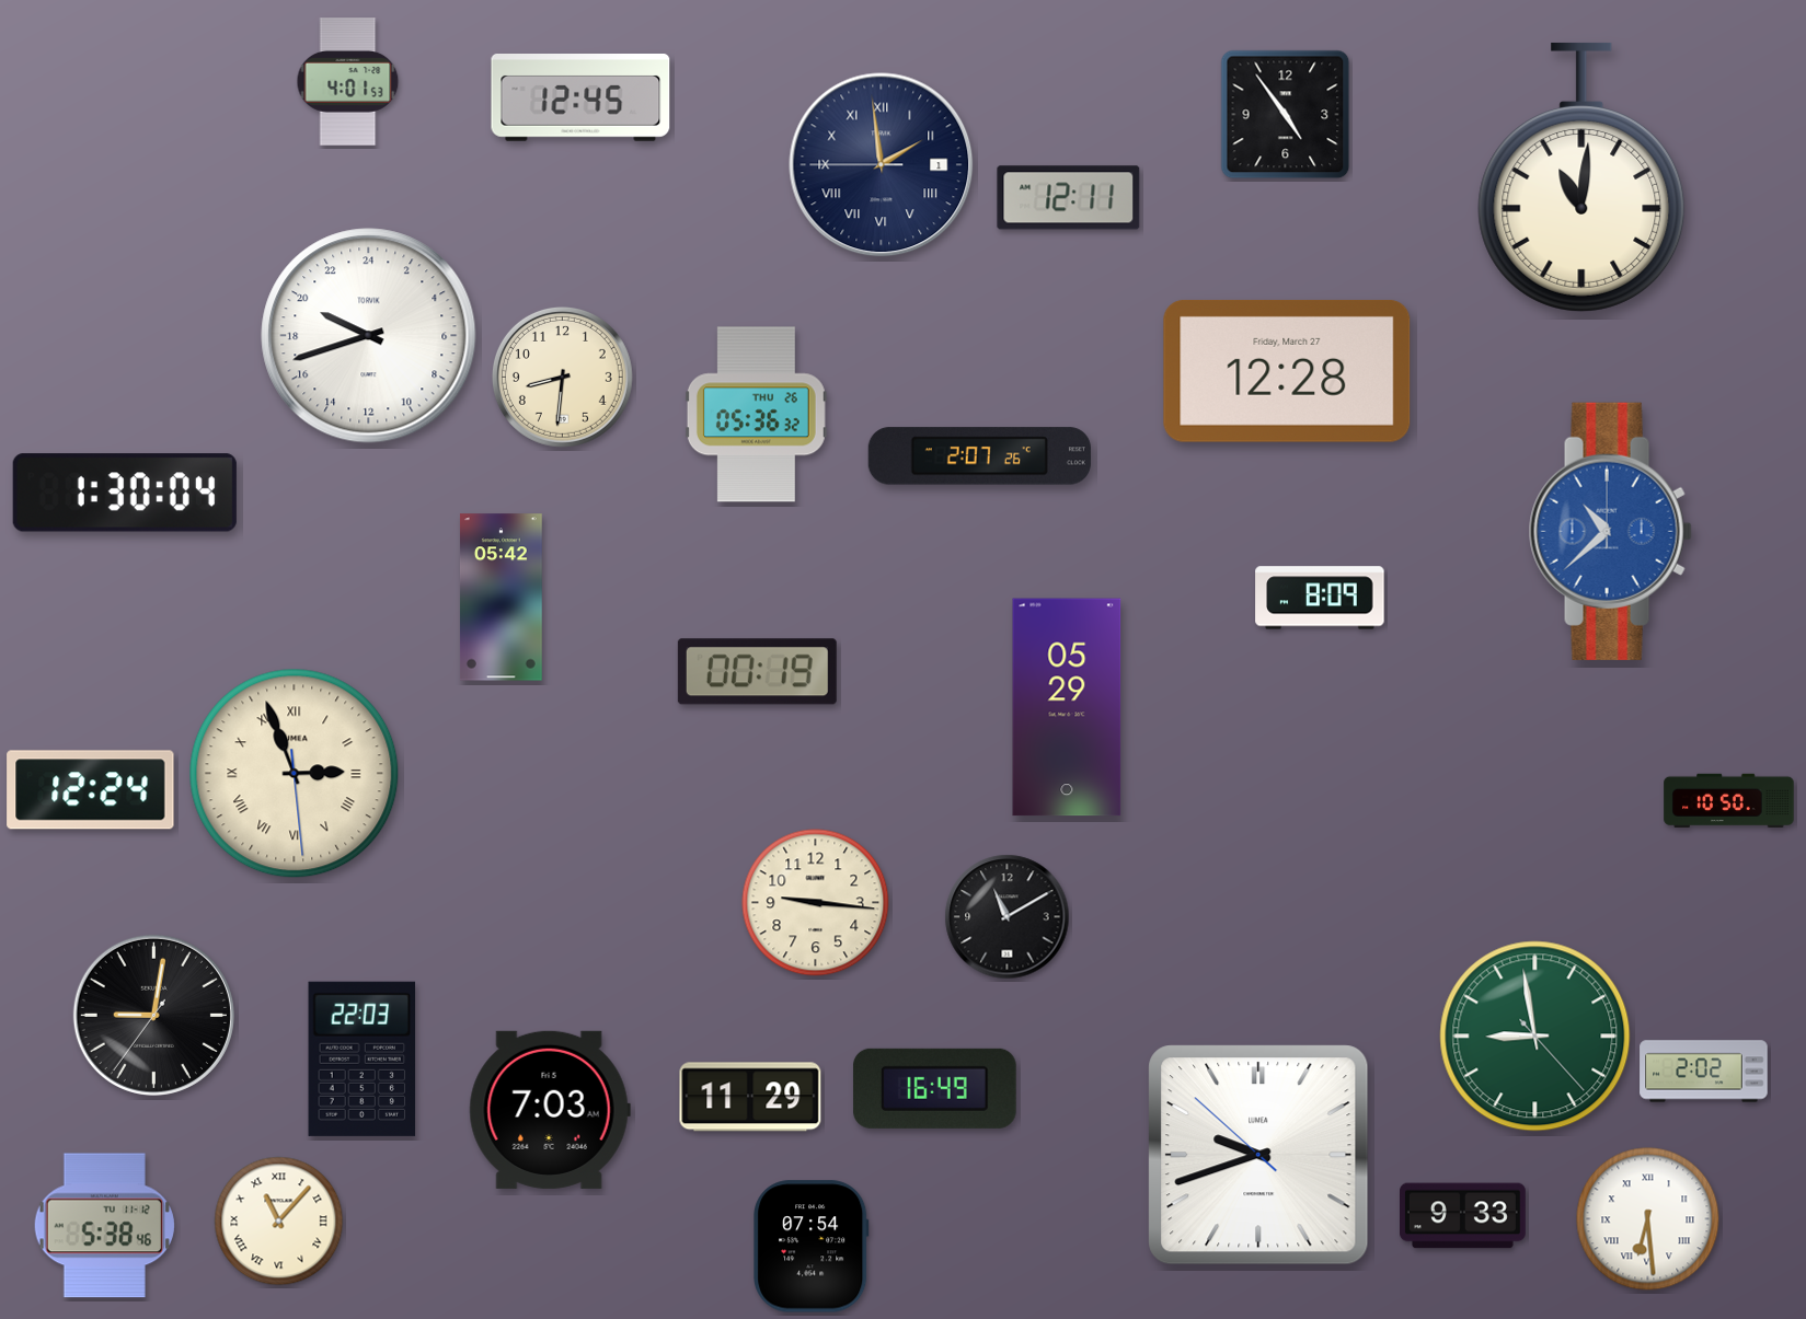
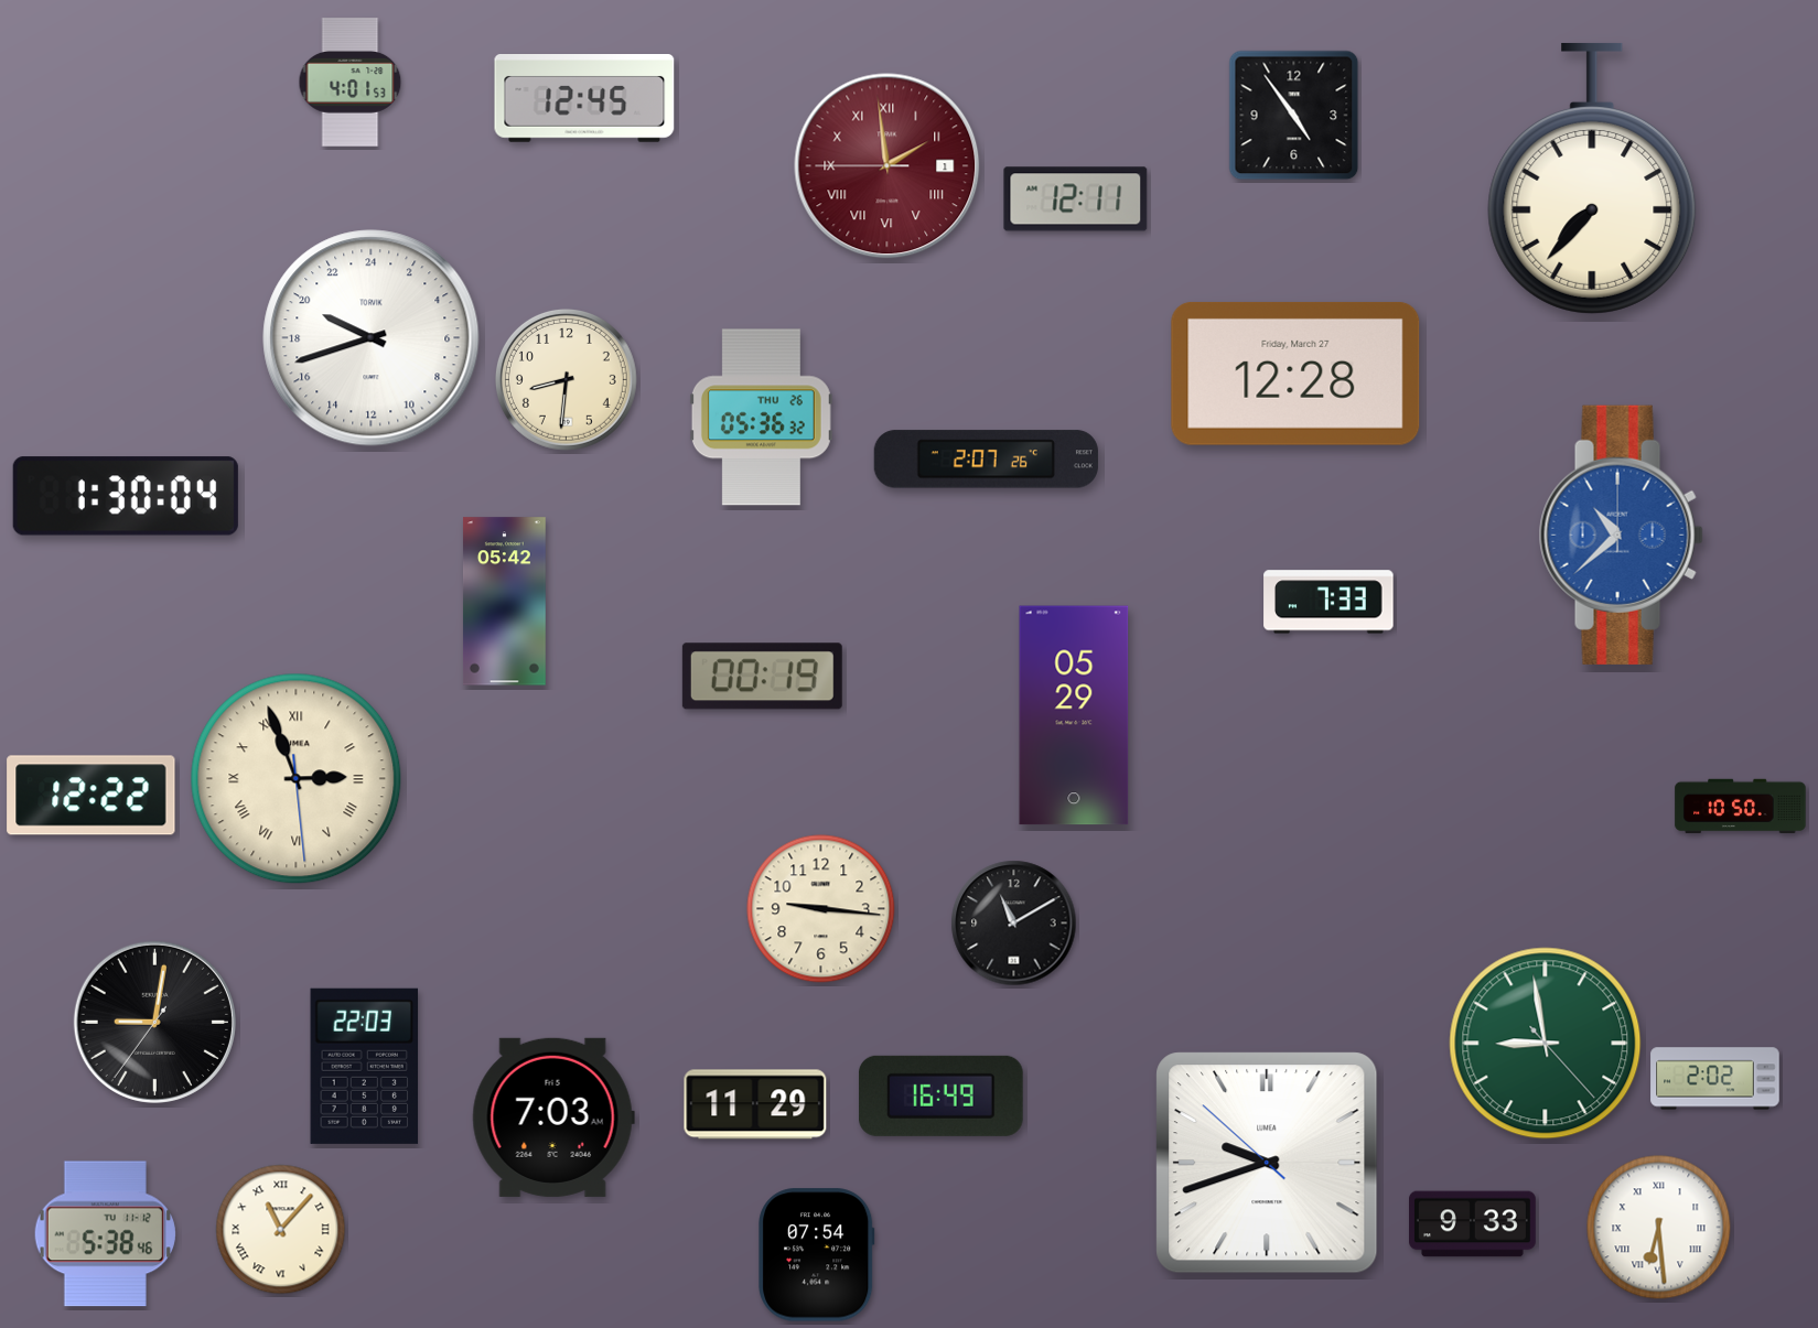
clock at (882, 165) dial: navy -> burgundy
clock at (1581, 177): 11:01 -> 7:37
clock at (1320, 598): 8:09 -> 7:33
clock at (1067, 707) position: (1067, 707) -> (1074, 715)
clock at (91, 790): 12:24 -> 12:22
